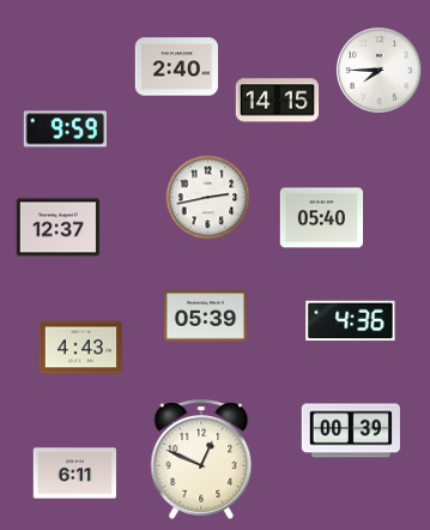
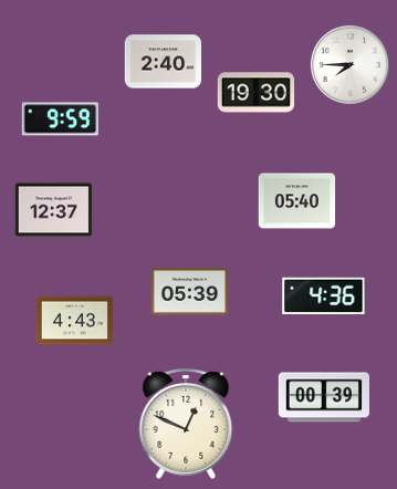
clock at (278, 101): 14:15 -> 19:30
clock at (208, 198): 2:43 -> none
clock at (75, 474): 6:11 -> none
